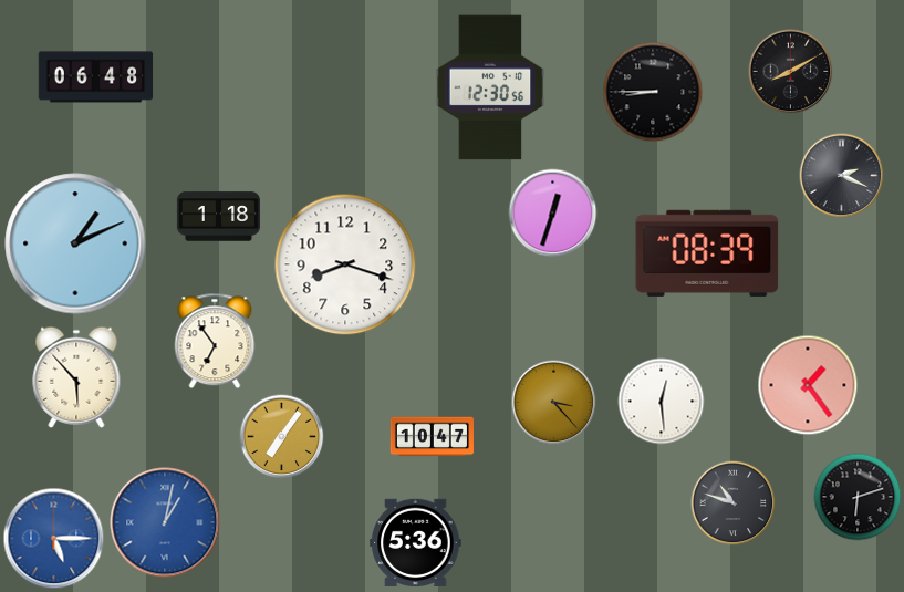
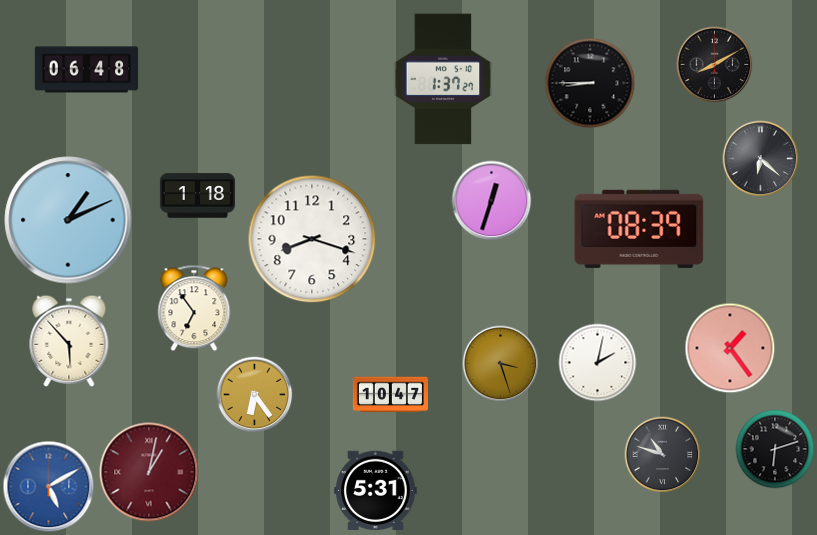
clock at (490, 87): 12:30 -> 1:37
clock at (842, 176): 2:19 -> 6:22
clock at (553, 214) position: (553, 214) -> (492, 201)
clock at (662, 402): 12:29 -> 2:02
clock at (554, 403): 3:23 -> 3:27
clock at (282, 437): 7:06 -> 6:24
clock at (165, 522) dial: blue -> burgundy
clock at (54, 539): 5:15 -> 5:10
clock at (416, 542): 5:36 -> 5:31
